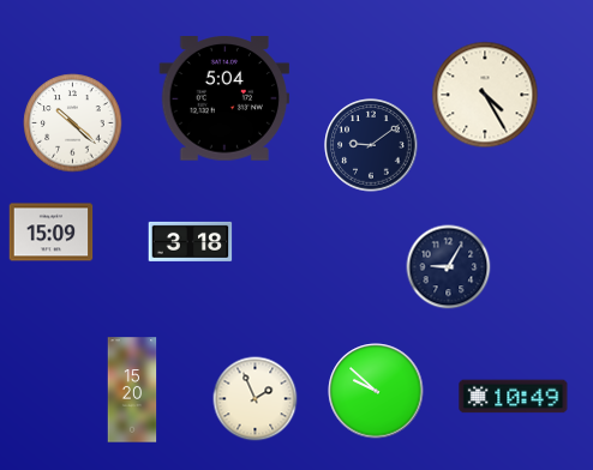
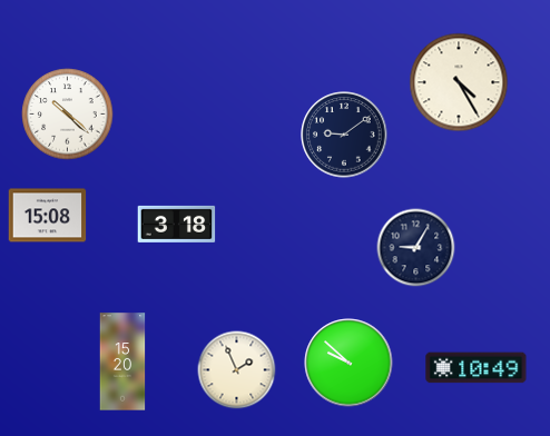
clock at (485, 95) position: (485, 95) -> (459, 82)
clock at (224, 100): 5:04 -> none
clock at (52, 233): 15:09 -> 15:08
